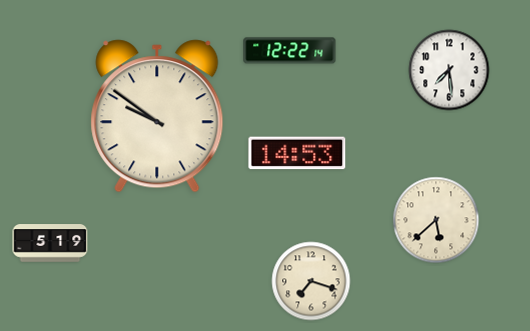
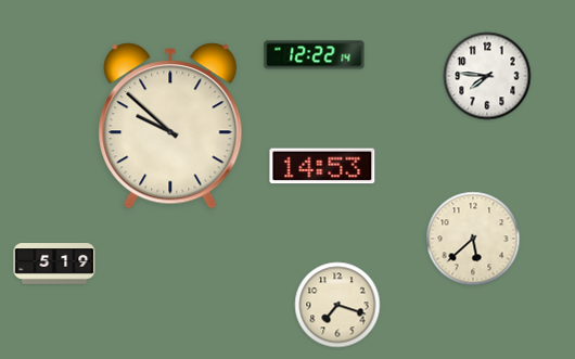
clock at (449, 70): 7:29 -> 7:46
clock at (157, 116): 9:51 -> 9:52
